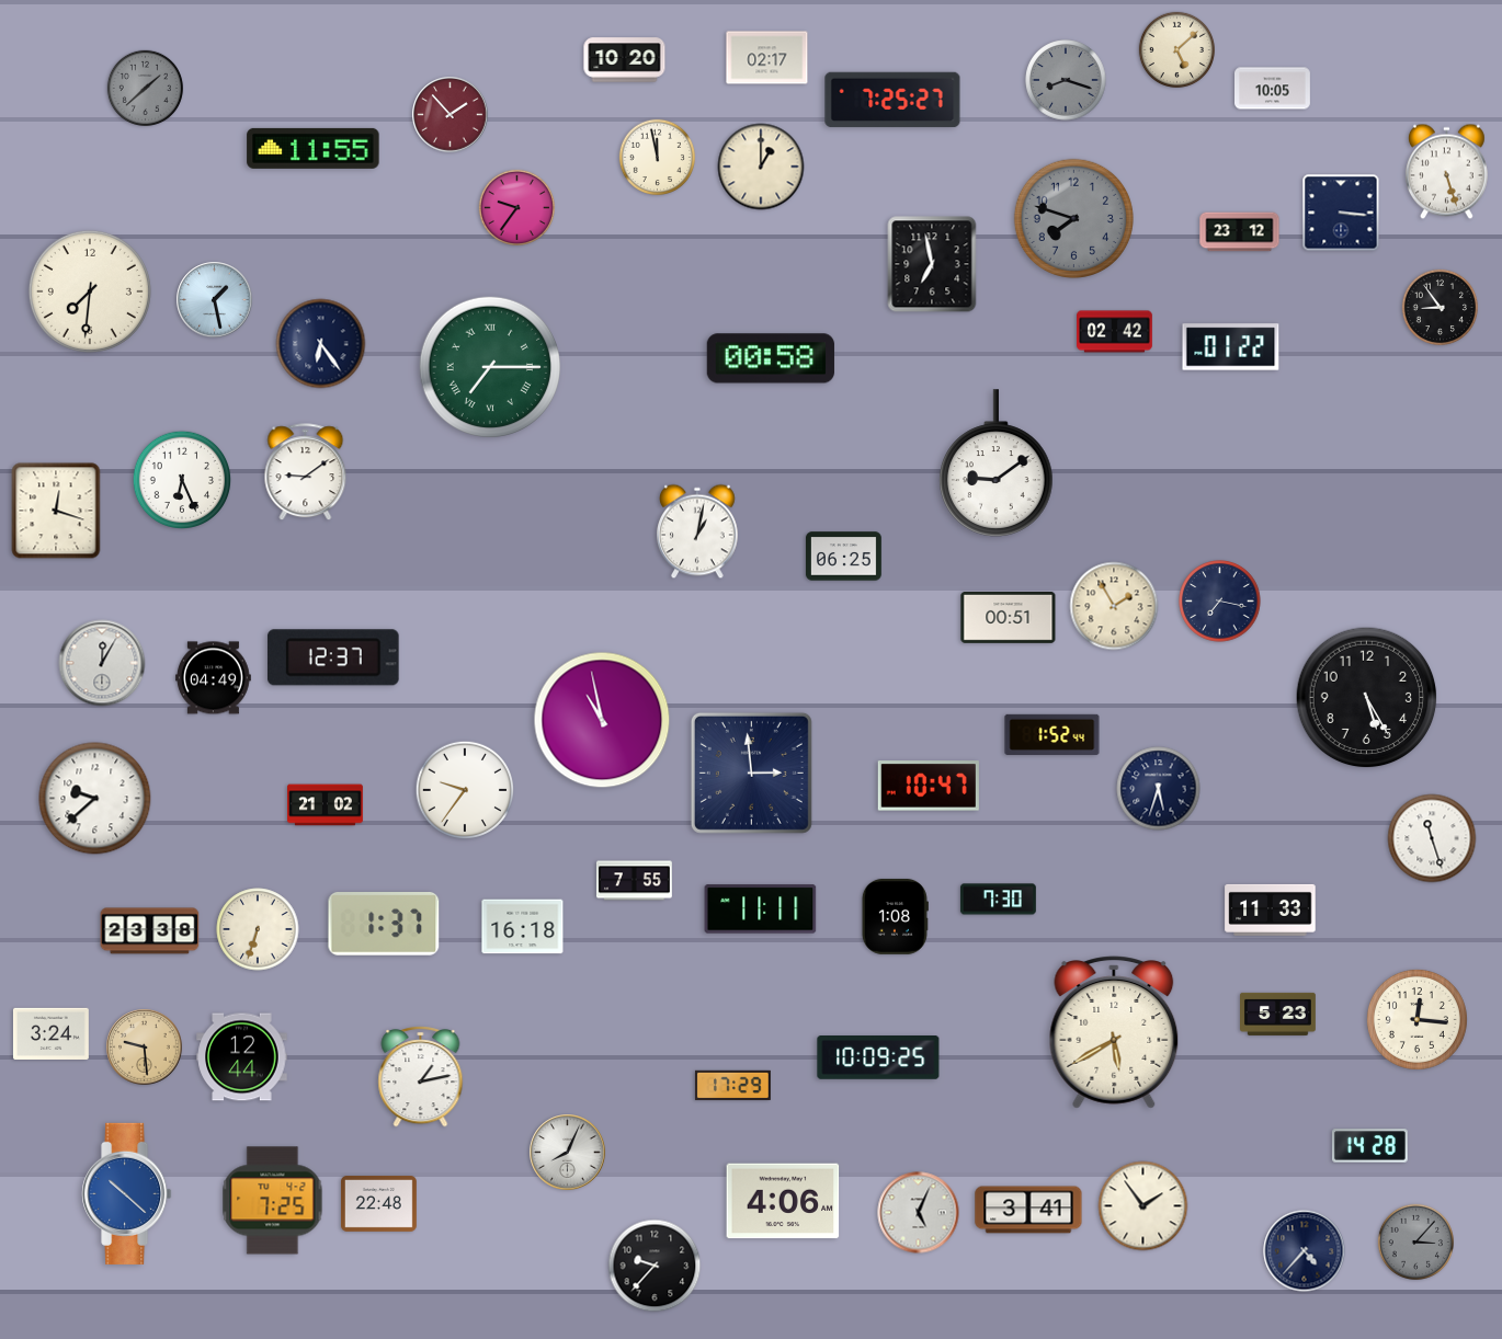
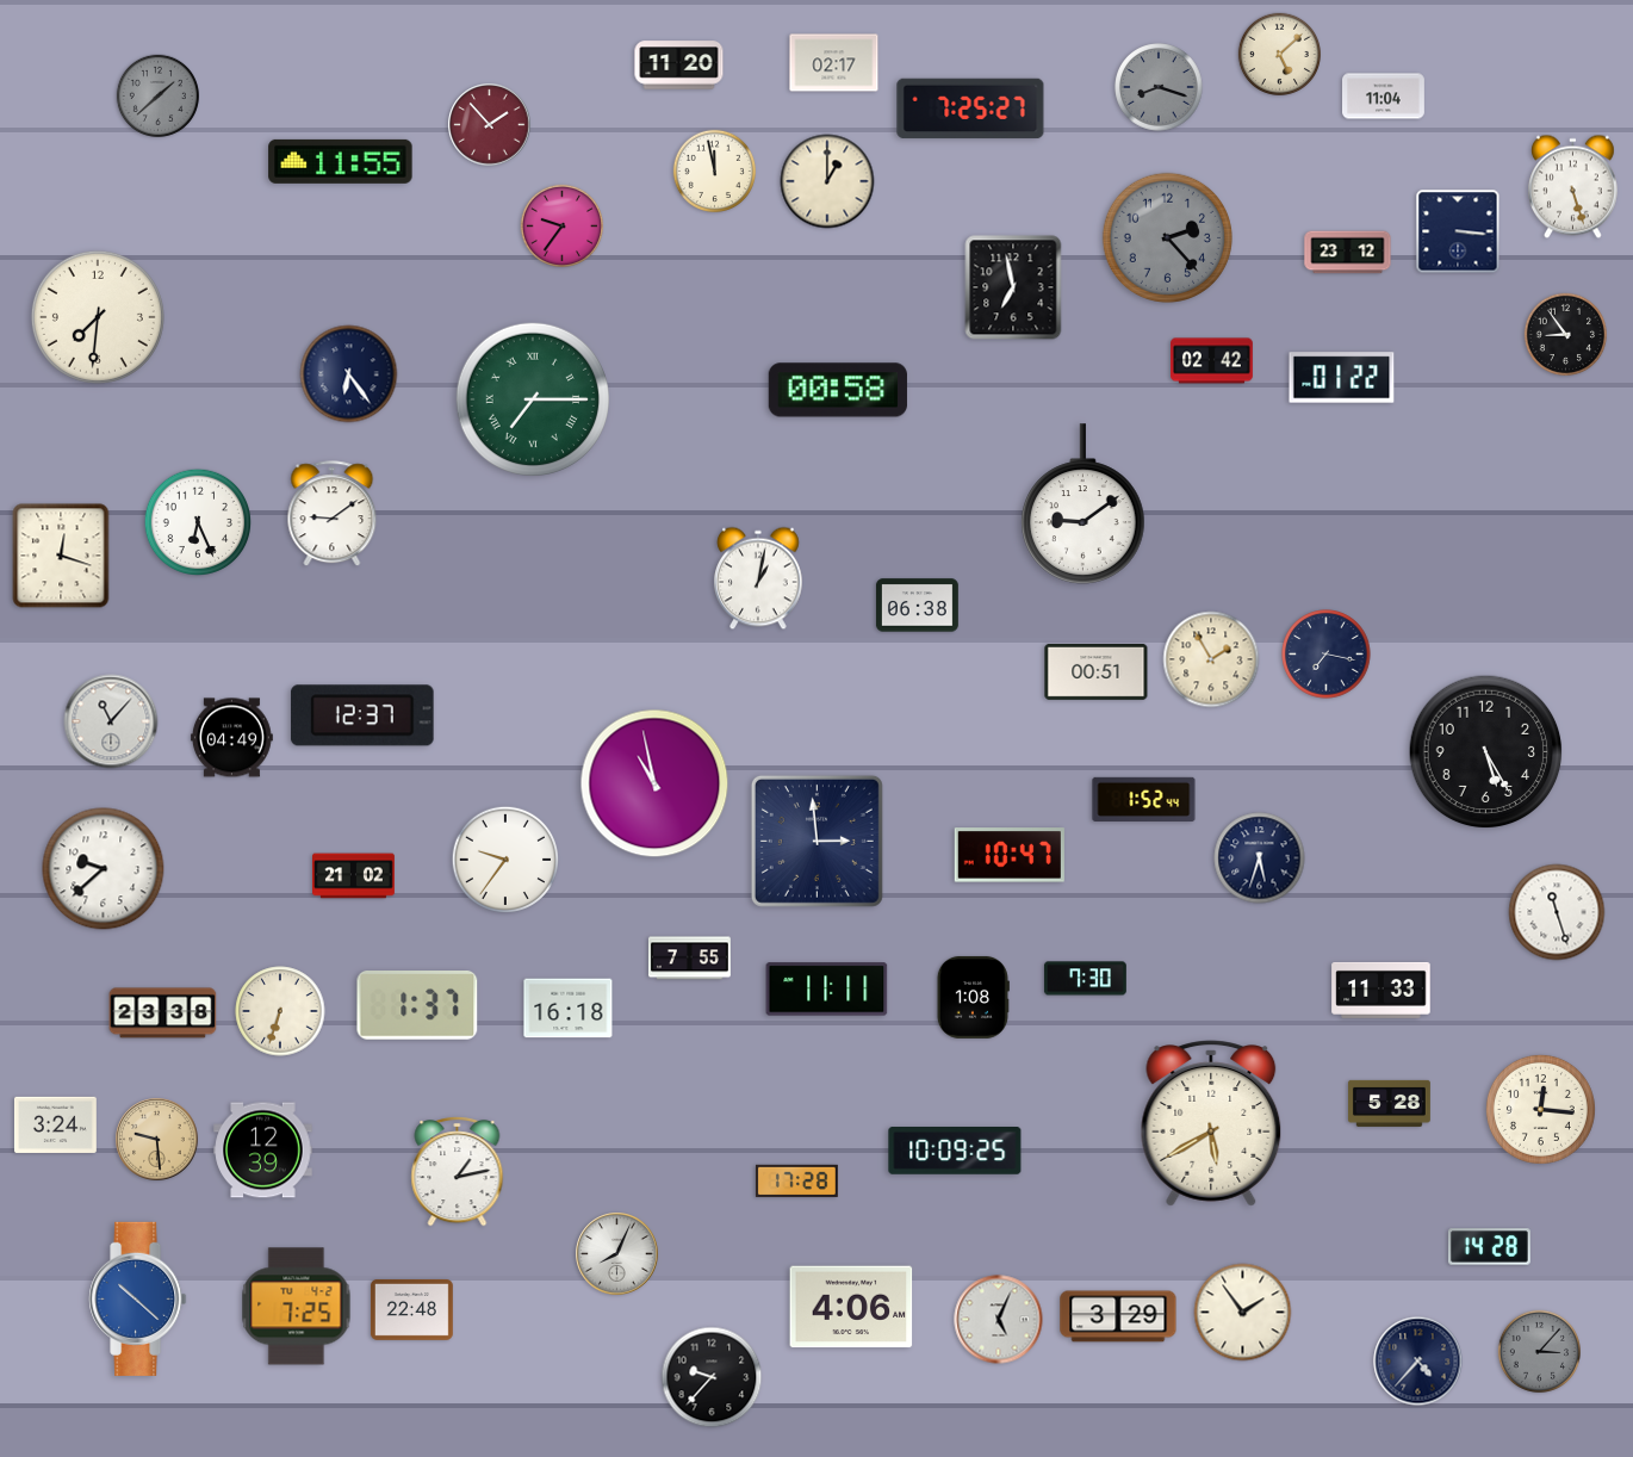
clock at (625, 60): 10:20 -> 11:20
clock at (1273, 89): 10:05 -> 11:04
clock at (1073, 218): 7:48 -> 2:23
clock at (215, 300): 1:28 -> none
clock at (1231, 347) position: (1231, 347) -> (1342, 378)
clock at (844, 557): 06:25 -> 06:38
clock at (102, 663): 12:05 -> 11:07
clock at (1367, 698) position: (1367, 698) -> (1486, 752)
clock at (1278, 1014): 5:23 -> 5:28
clock at (242, 1057): 12:44 -> 12:39
clock at (732, 1085): 17:29 -> 17:28
clock at (1028, 1210): 3:41 -> 3:29
